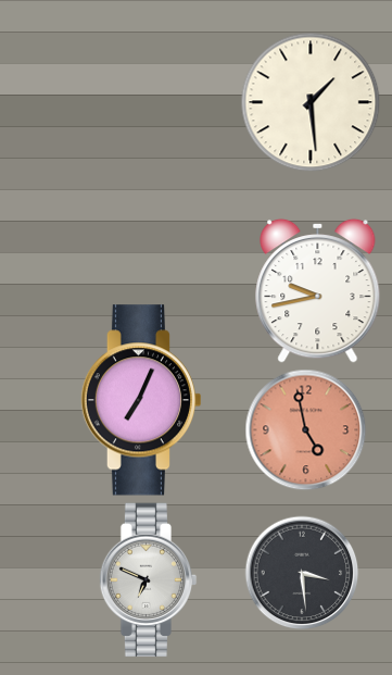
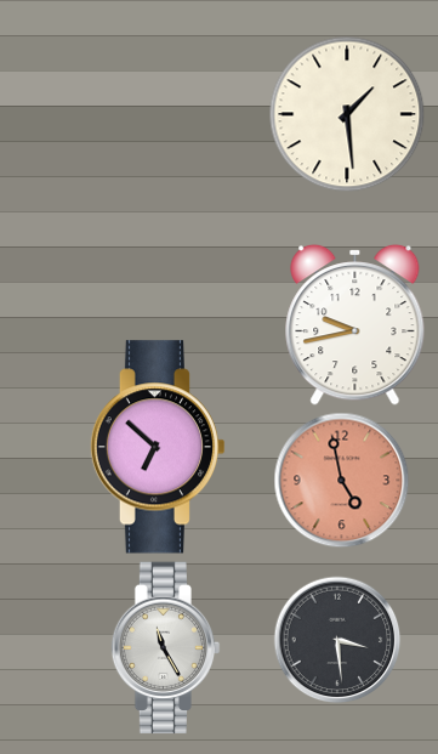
clock at (141, 400): 7:04 -> 6:52
clock at (149, 580): 6:49 -> 11:25
